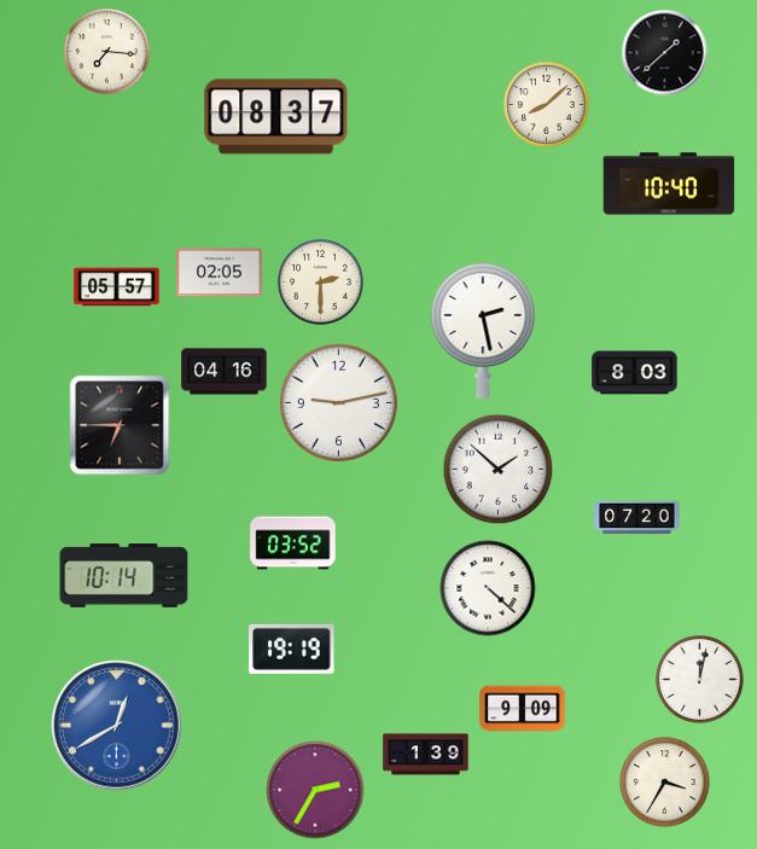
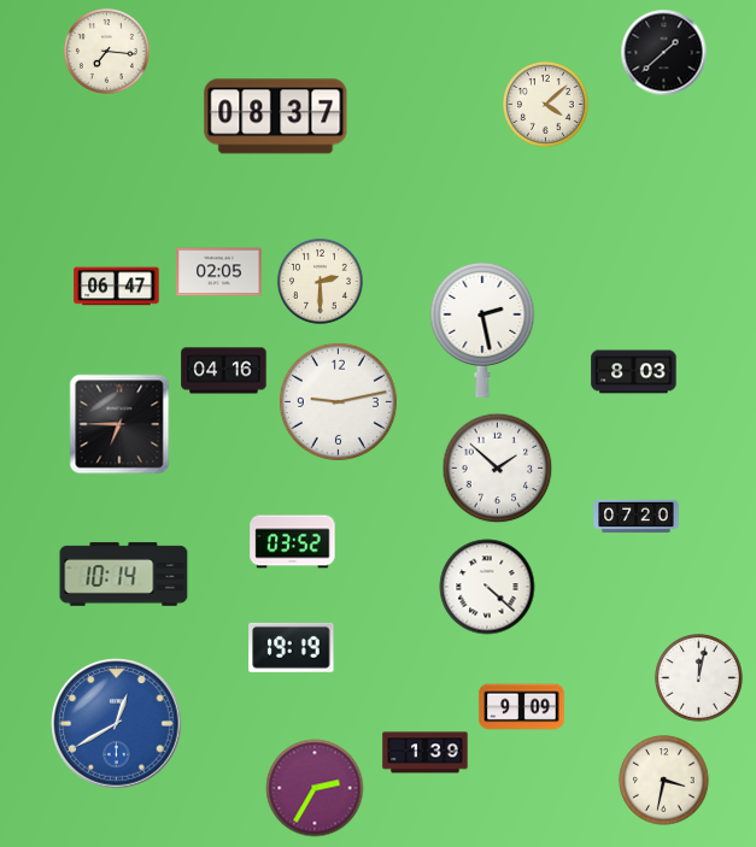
clock at (546, 104): 8:08 -> 4:08
clock at (669, 184): 10:40 -> none
clock at (117, 287): 05:57 -> 06:47
clock at (665, 783): 3:35 -> 3:32
